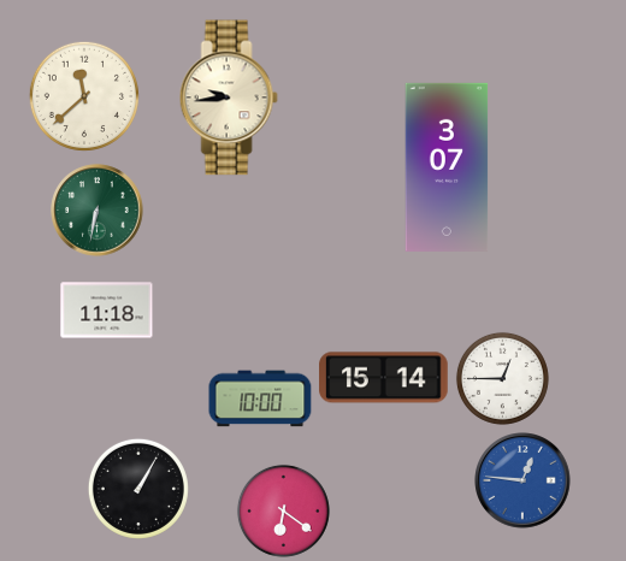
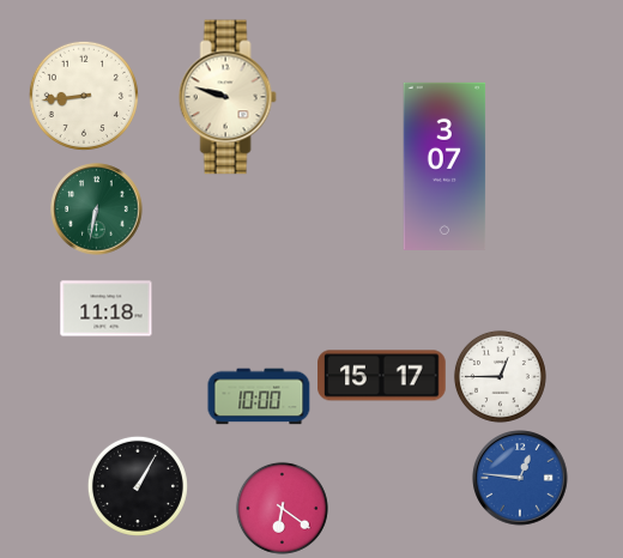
clock at (84, 96): 11:38 -> 8:44
clock at (229, 98): 9:44 -> 9:48
clock at (384, 378): 15:14 -> 15:17
